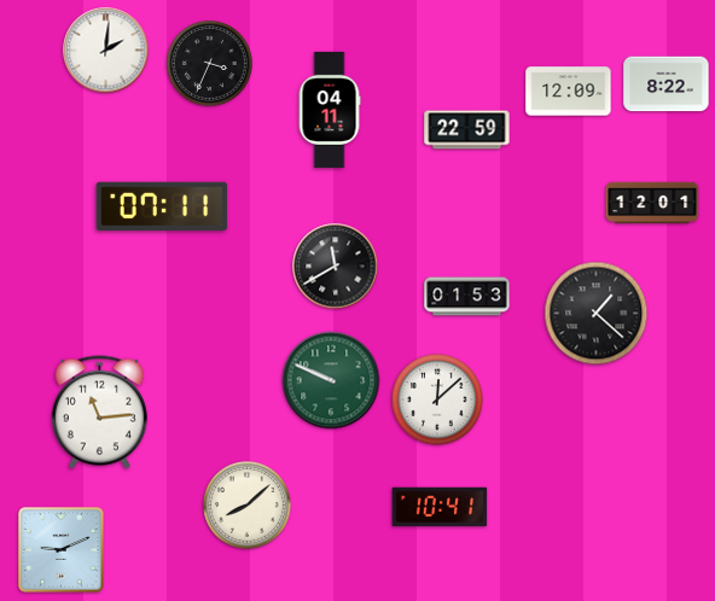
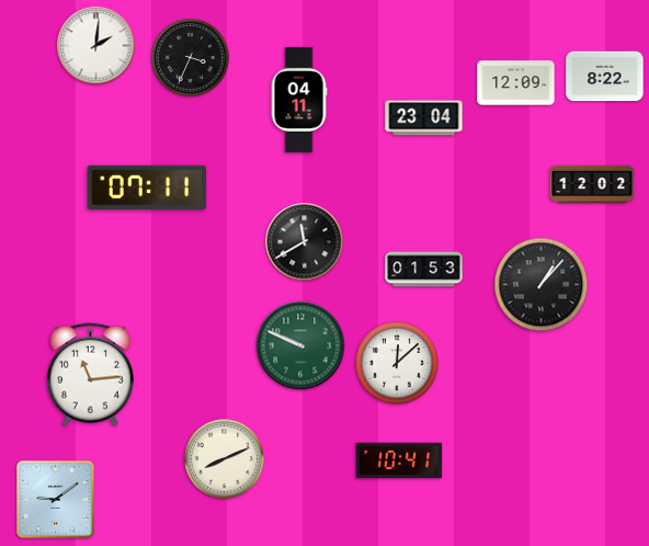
clock at (467, 130): 22:59 -> 23:04
clock at (652, 202): 12:01 -> 12:02
clock at (597, 314): 1:22 -> 1:07
clock at (248, 506): 8:08 -> 8:11
clock at (62, 550): 9:11 -> 9:09
